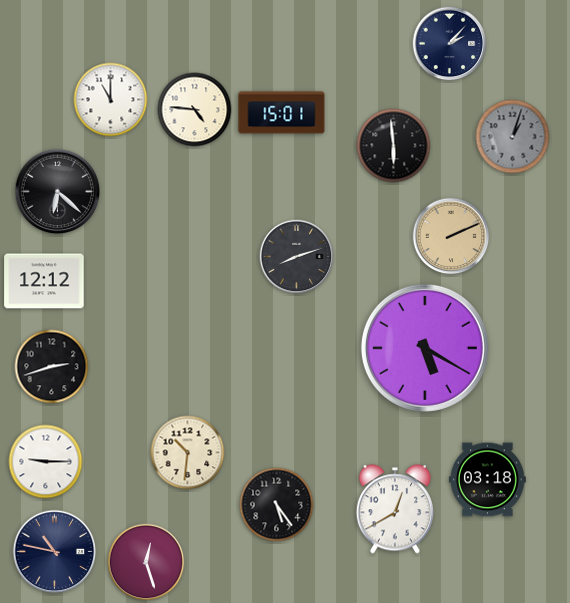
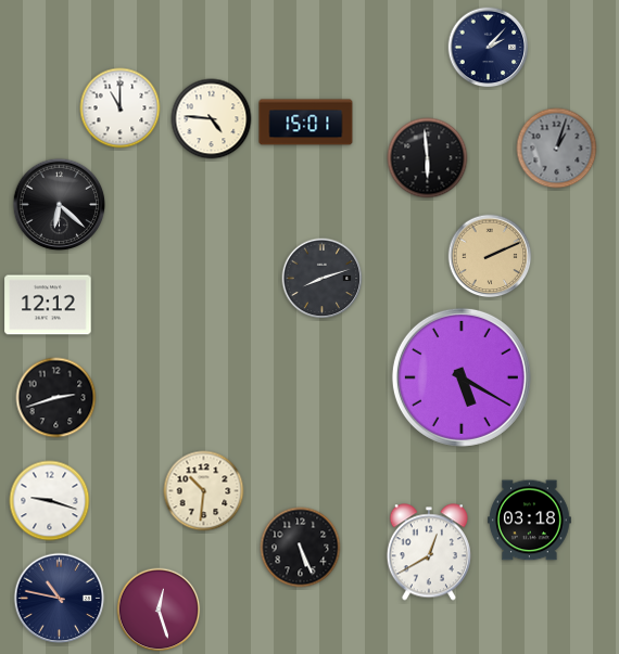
clock at (58, 192) position: (58, 192) -> (60, 205)
clock at (46, 462): 9:15 -> 9:18
clock at (277, 505): 5:24 -> 5:26
